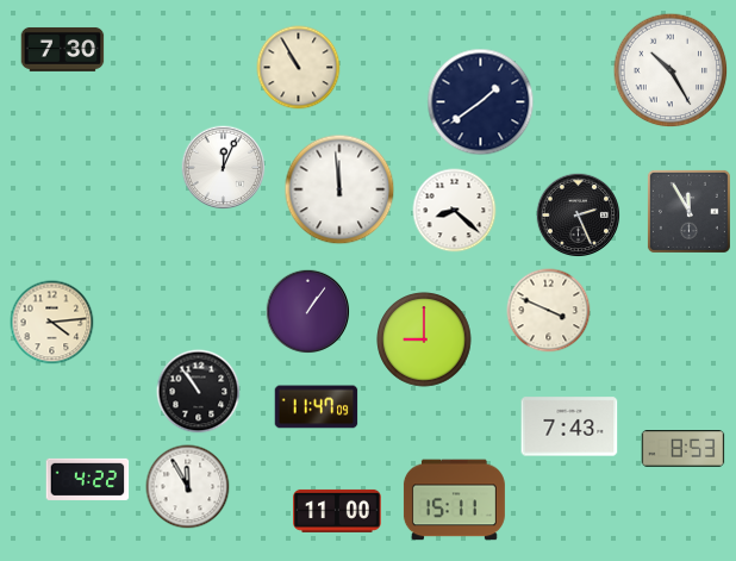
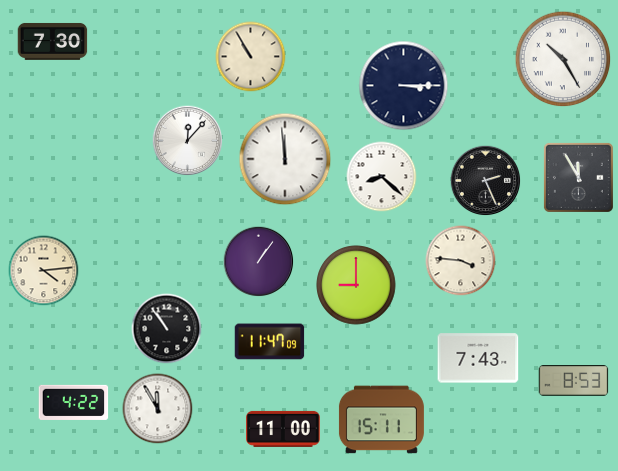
clock at (481, 102): 1:39 -> 3:15
clock at (224, 168): 12:04 -> 12:07
clock at (549, 311): 3:49 -> 3:46
clock at (317, 407) position: (317, 407) -> (270, 342)
clock at (684, 449) position: (684, 449) -> (574, 381)
